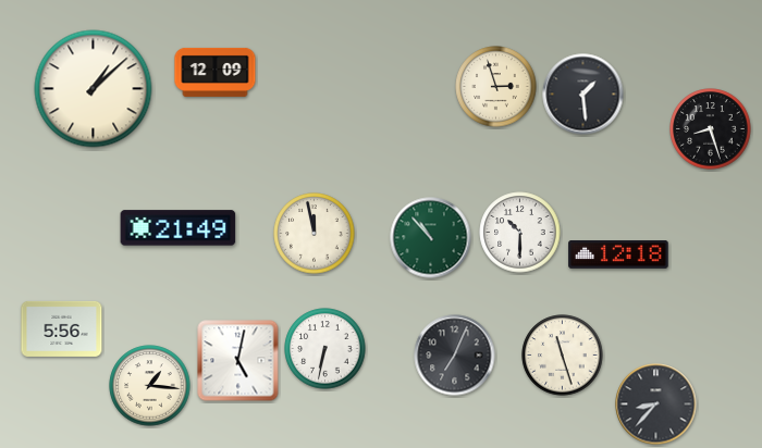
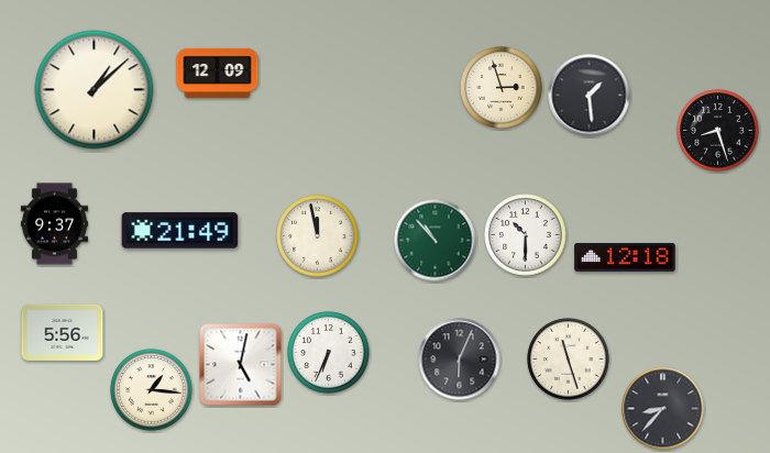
clock at (54, 224): none -> 9:37
clock at (325, 349): 6:32 -> 6:34
clock at (455, 356): 7:04 -> 6:04
